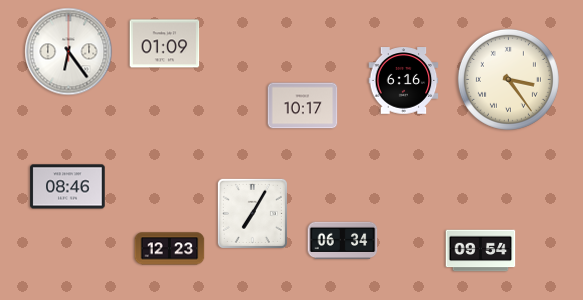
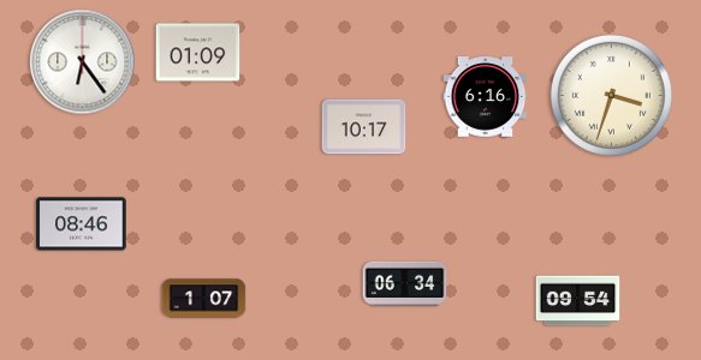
clock at (508, 79): 3:24 -> 3:33
clock at (252, 213): 7:05 -> none
clock at (343, 240) position: (343, 240) -> (405, 283)
clock at (170, 249): 12:23 -> 1:07
